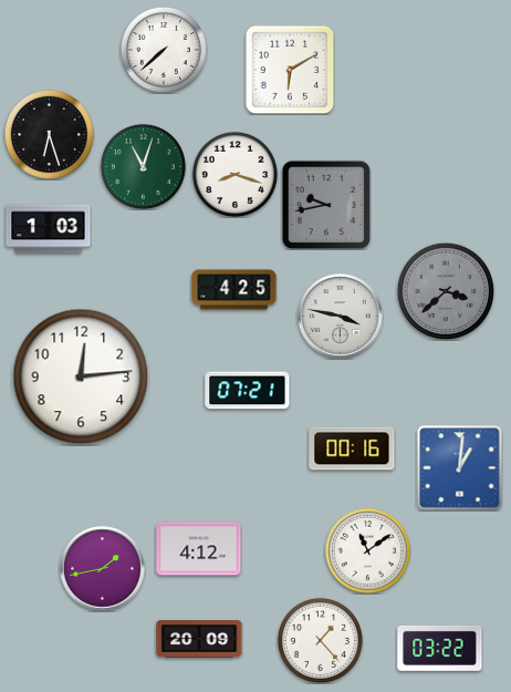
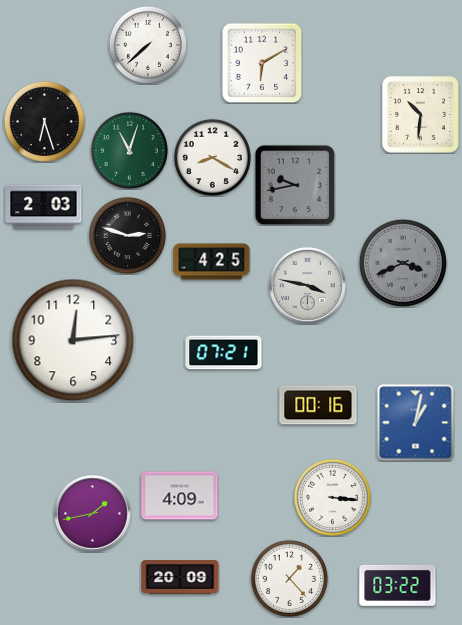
clock at (421, 115): none -> 10:31
clock at (234, 174): 8:18 -> 8:20
clock at (49, 229): 1:03 -> 2:03
clock at (127, 235): none -> 2:48
clock at (445, 290): 3:38 -> 3:41
clock at (460, 468): 1:01 -> 1:02
clock at (199, 549): 4:12 -> 4:09
clock at (367, 550): 11:09 -> 3:16
